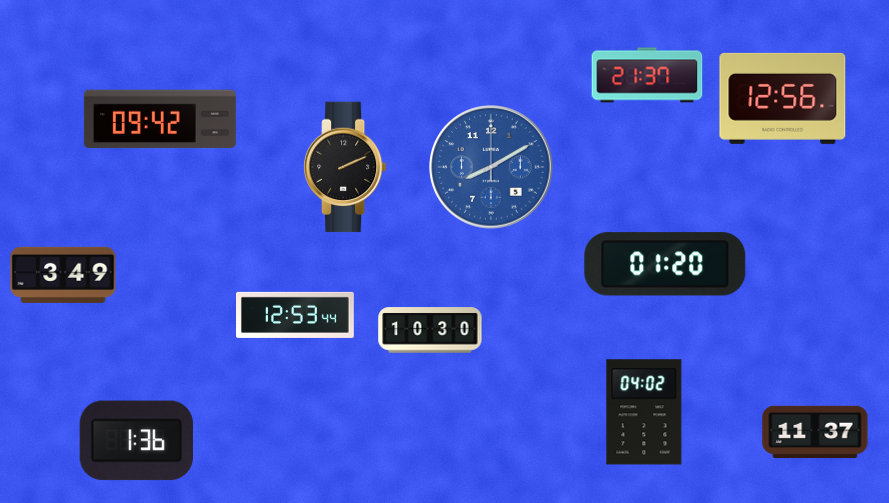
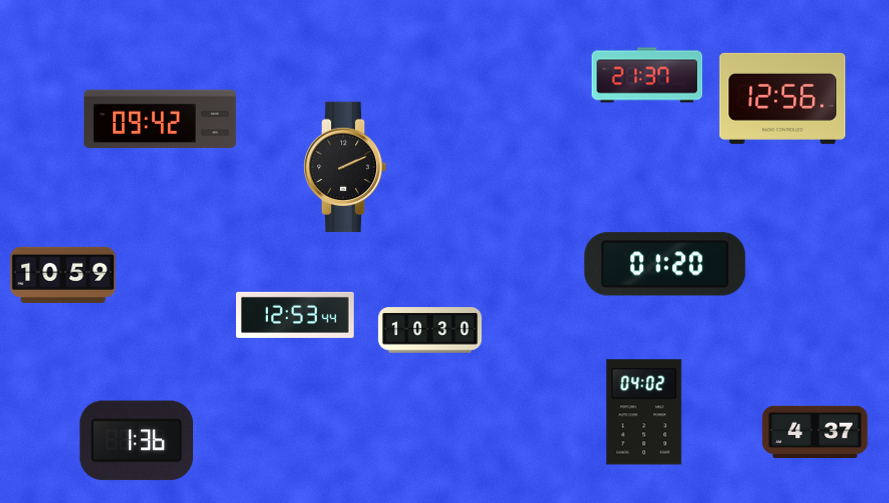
clock at (491, 167): 8:10 -> none
clock at (63, 275): 3:49 -> 10:59
clock at (815, 431): 11:37 -> 4:37
